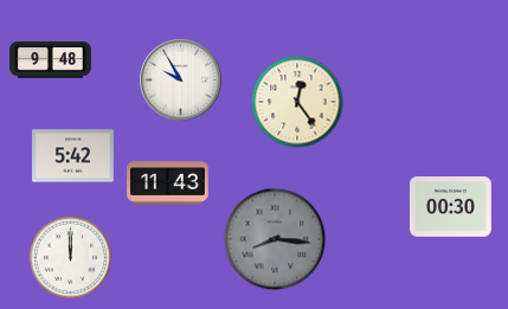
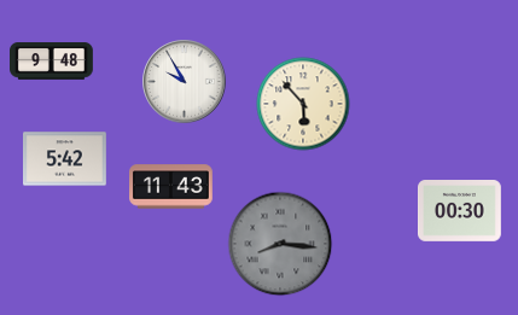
clock at (297, 102): 12:24 -> 5:53
clock at (73, 156) position: (73, 156) -> (65, 159)
clock at (70, 257): 12:00 -> none
